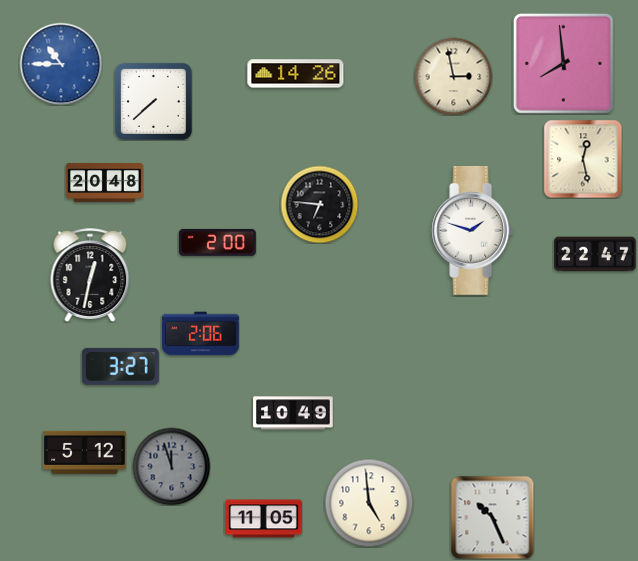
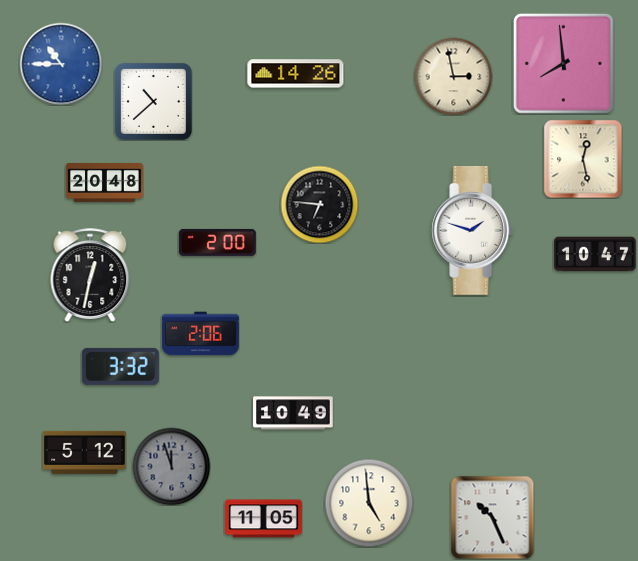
clock at (153, 101): 7:38 -> 10:38
clock at (595, 254): 22:47 -> 10:47
clock at (120, 366): 3:27 -> 3:32
